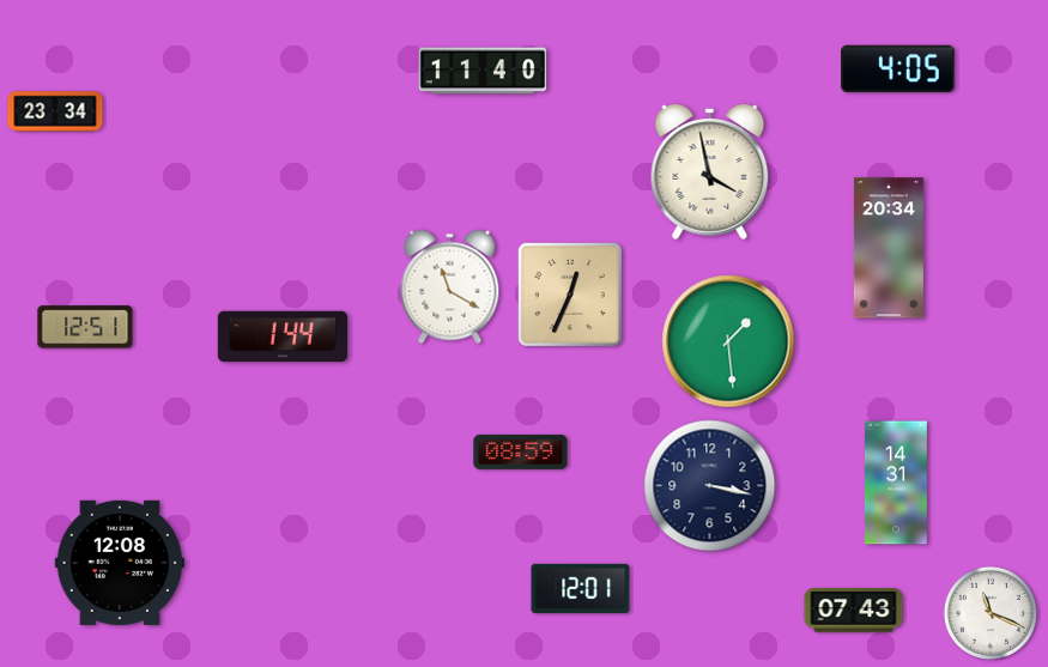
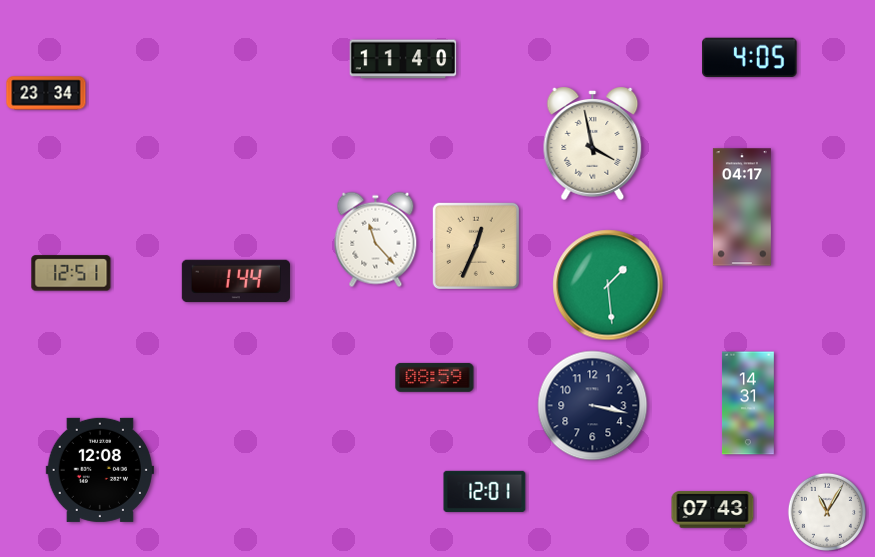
clock at (889, 248): 20:34 -> 04:17
clock at (450, 287): 11:20 -> 11:23
clock at (991, 613): 11:19 -> 11:05
